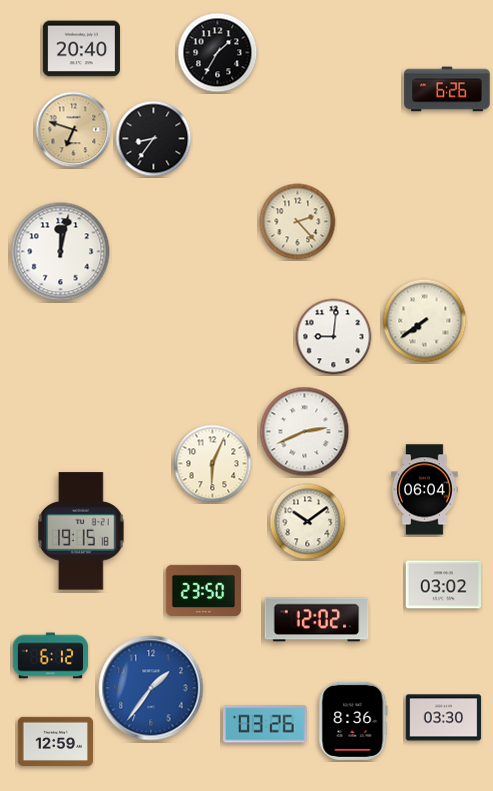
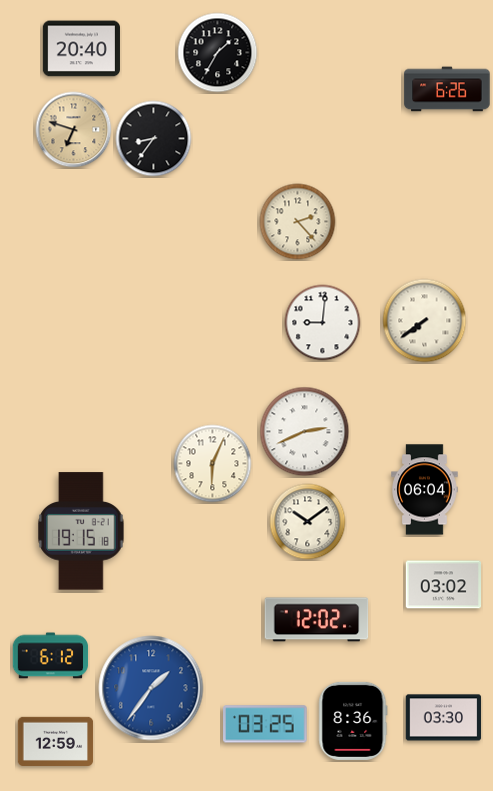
clock at (61, 252): 12:02 -> none
clock at (334, 337) position: (334, 337) -> (323, 323)
clock at (204, 591): 23:50 -> none
clock at (265, 724): 03:26 -> 03:25
